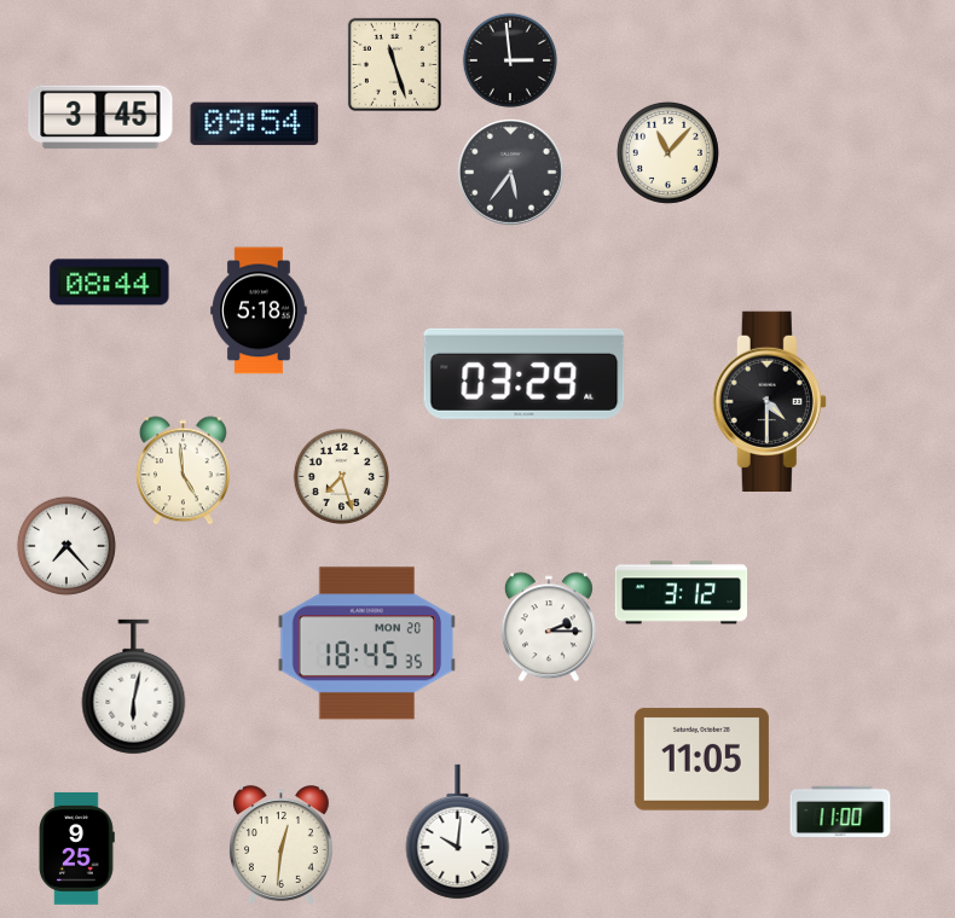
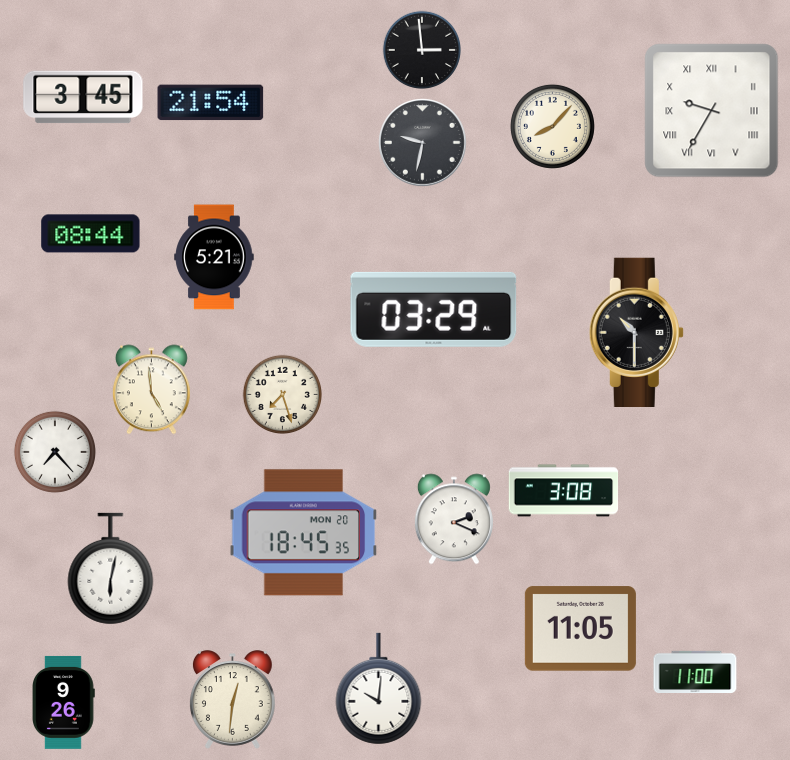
clock at (394, 64): 11:27 -> none
clock at (255, 124): 09:54 -> 21:54
clock at (712, 111): none -> 9:35
clock at (667, 152): 11:07 -> 8:07
clock at (511, 173): 5:36 -> 9:32
clock at (259, 310): 5:18 -> 5:21
clock at (769, 401): 4:30 -> 10:30
clock at (682, 593): 3:12 -> 3:08
clock at (549, 627): 2:15 -> 2:19
clock at (77, 848): 9:25 -> 9:26
